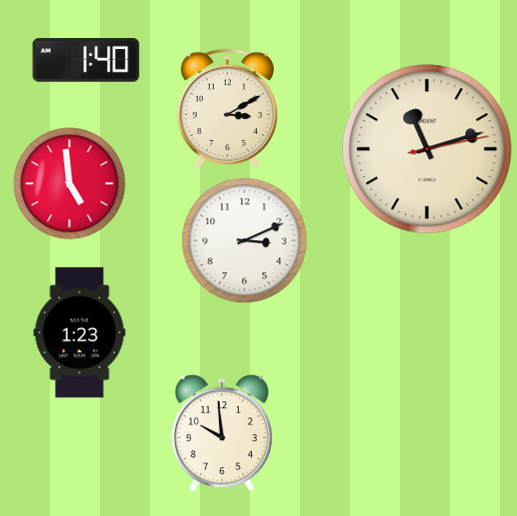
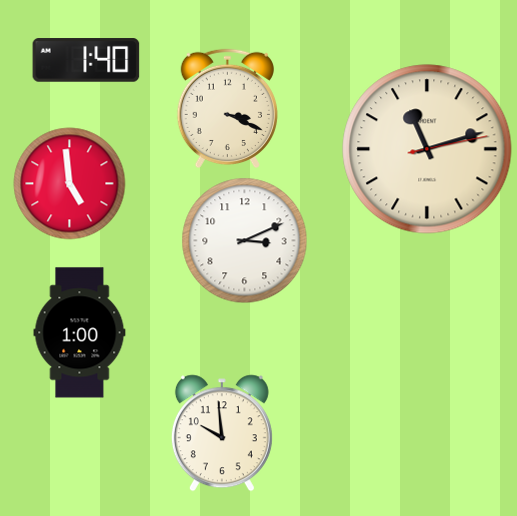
clock at (227, 109): 3:10 -> 3:19
clock at (80, 333): 1:23 -> 1:00
